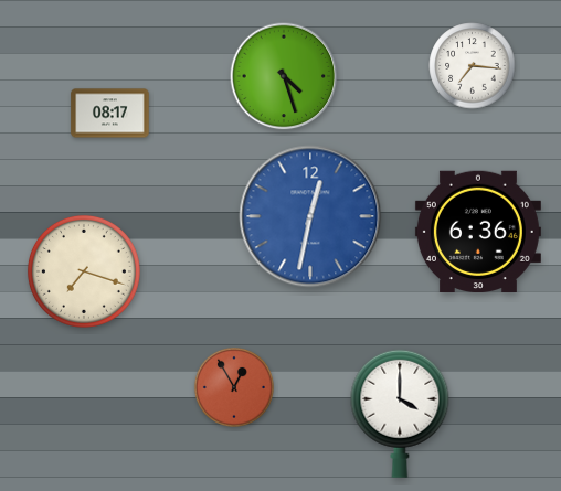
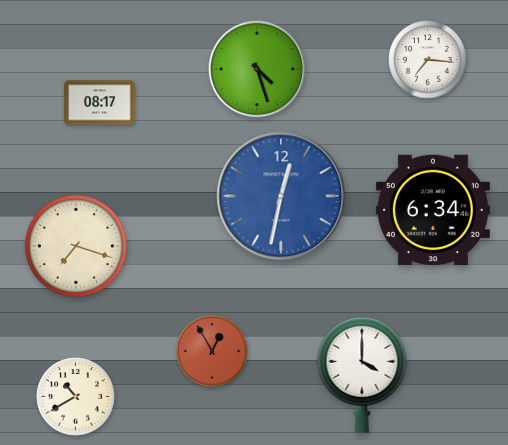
clock at (478, 231): 6:36 -> 6:34
clock at (76, 397): none -> 10:40
